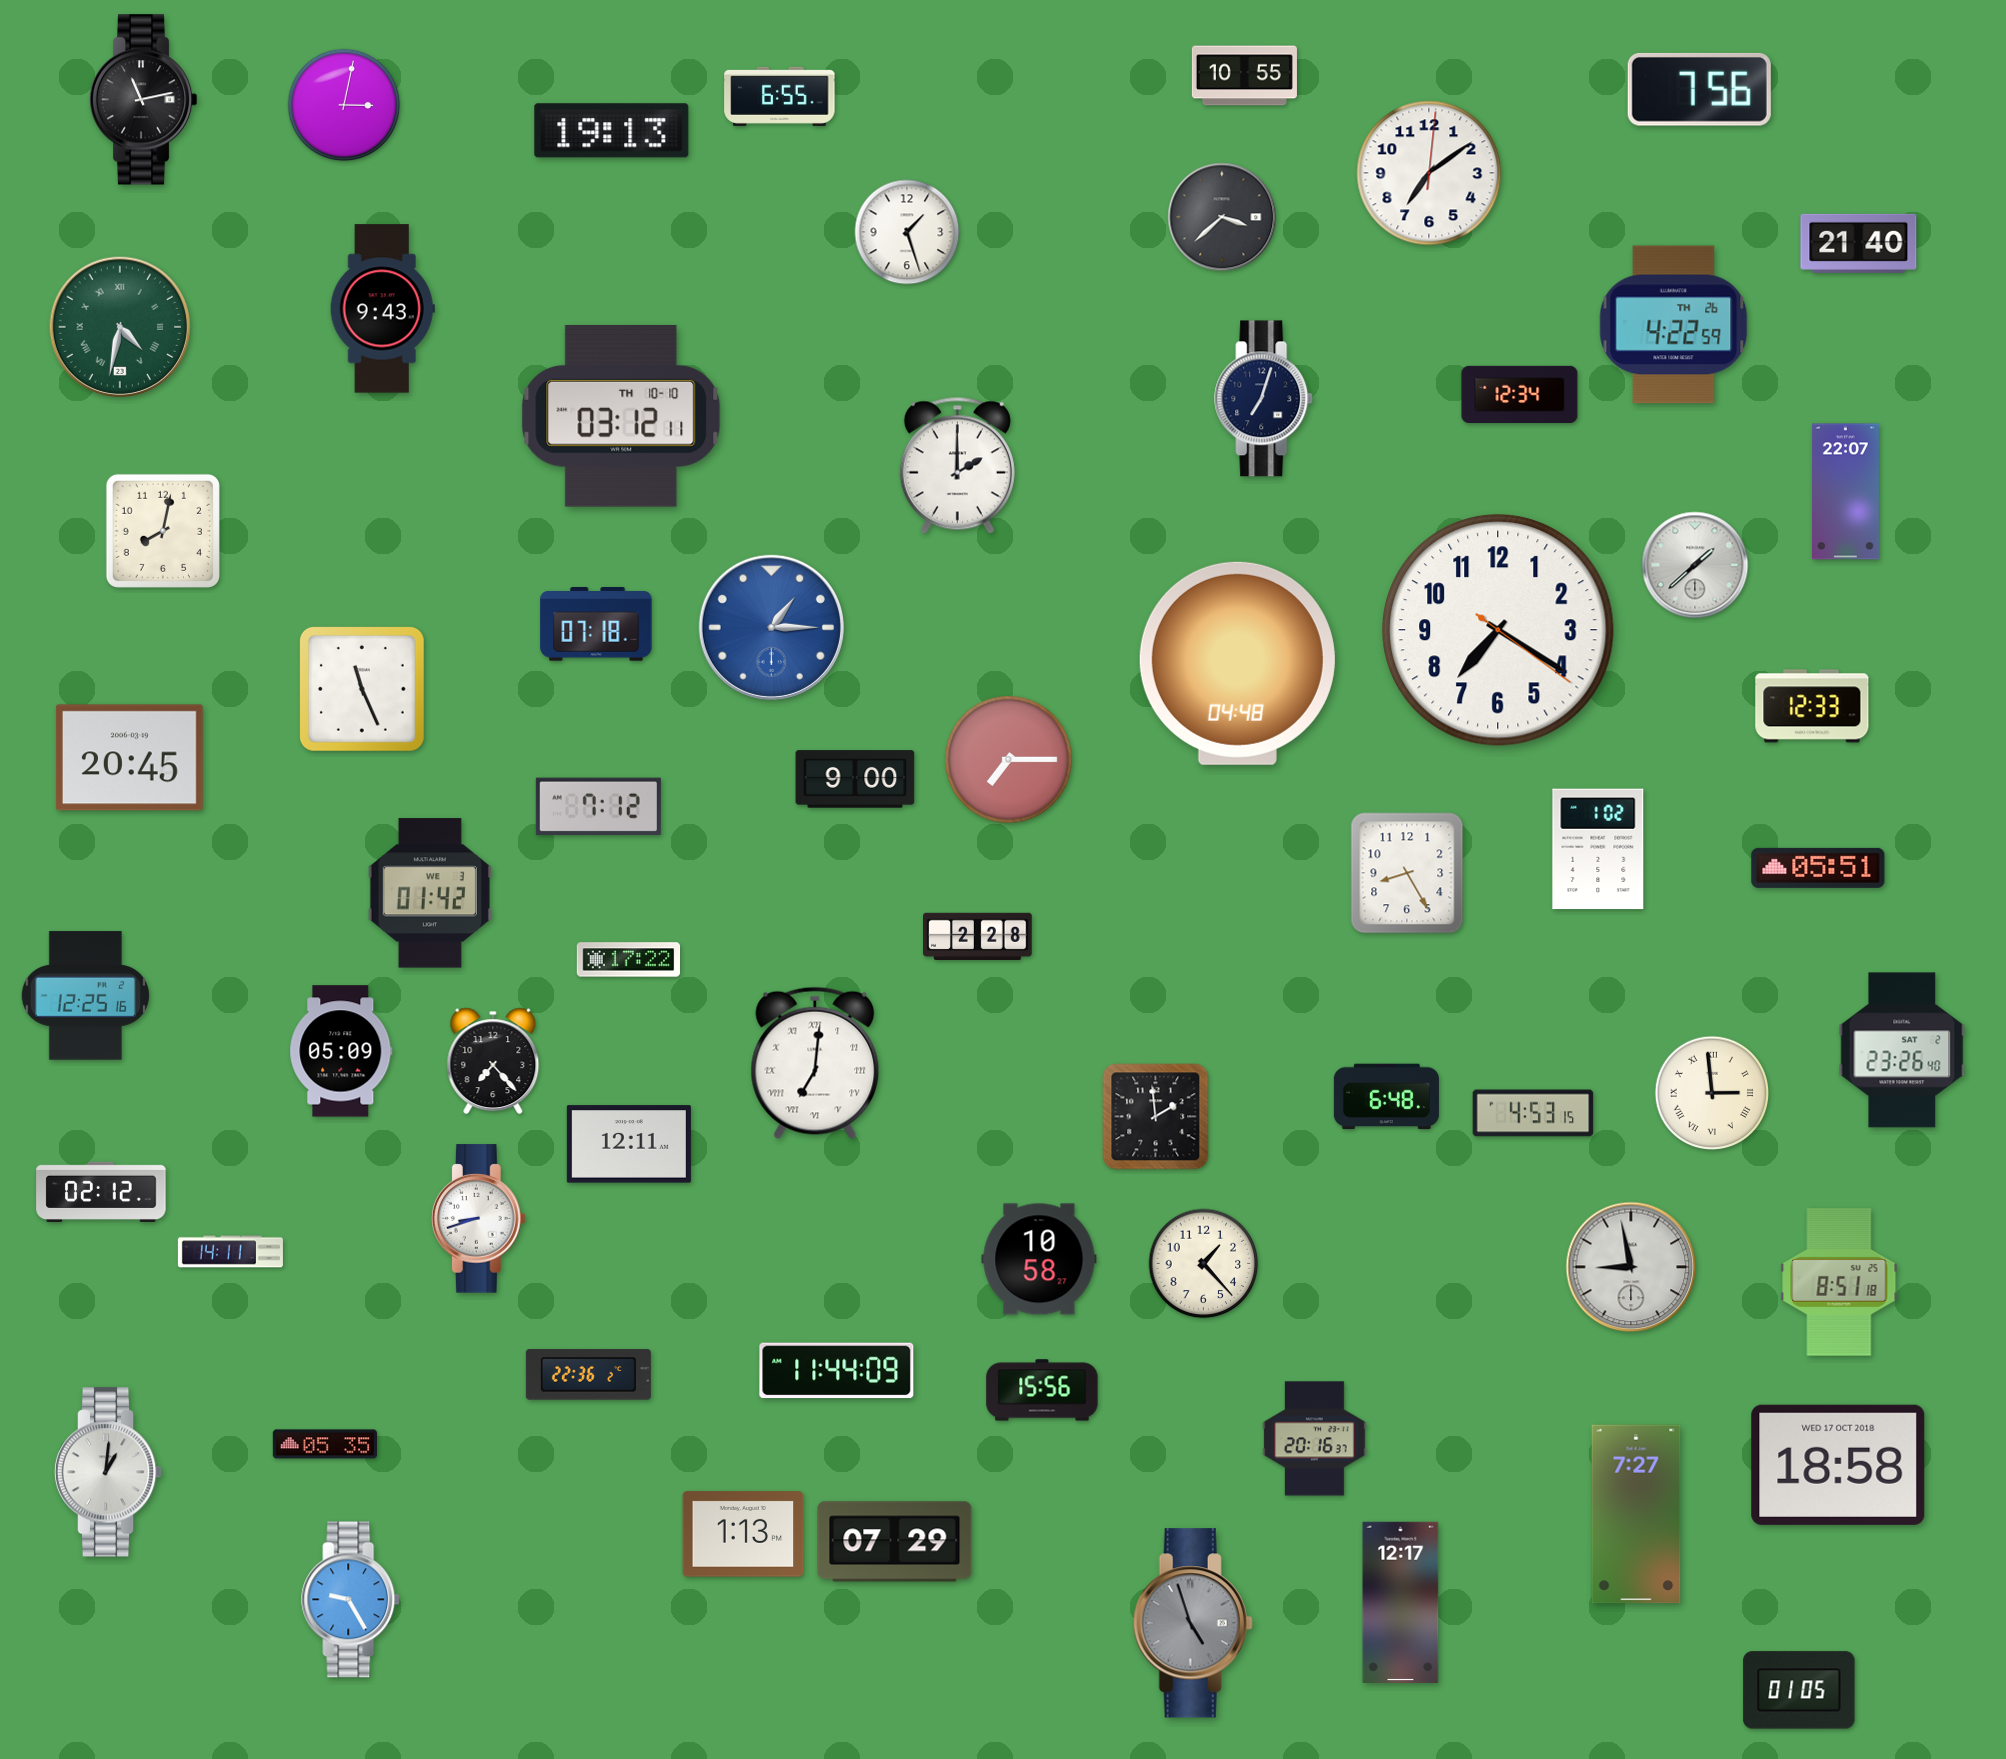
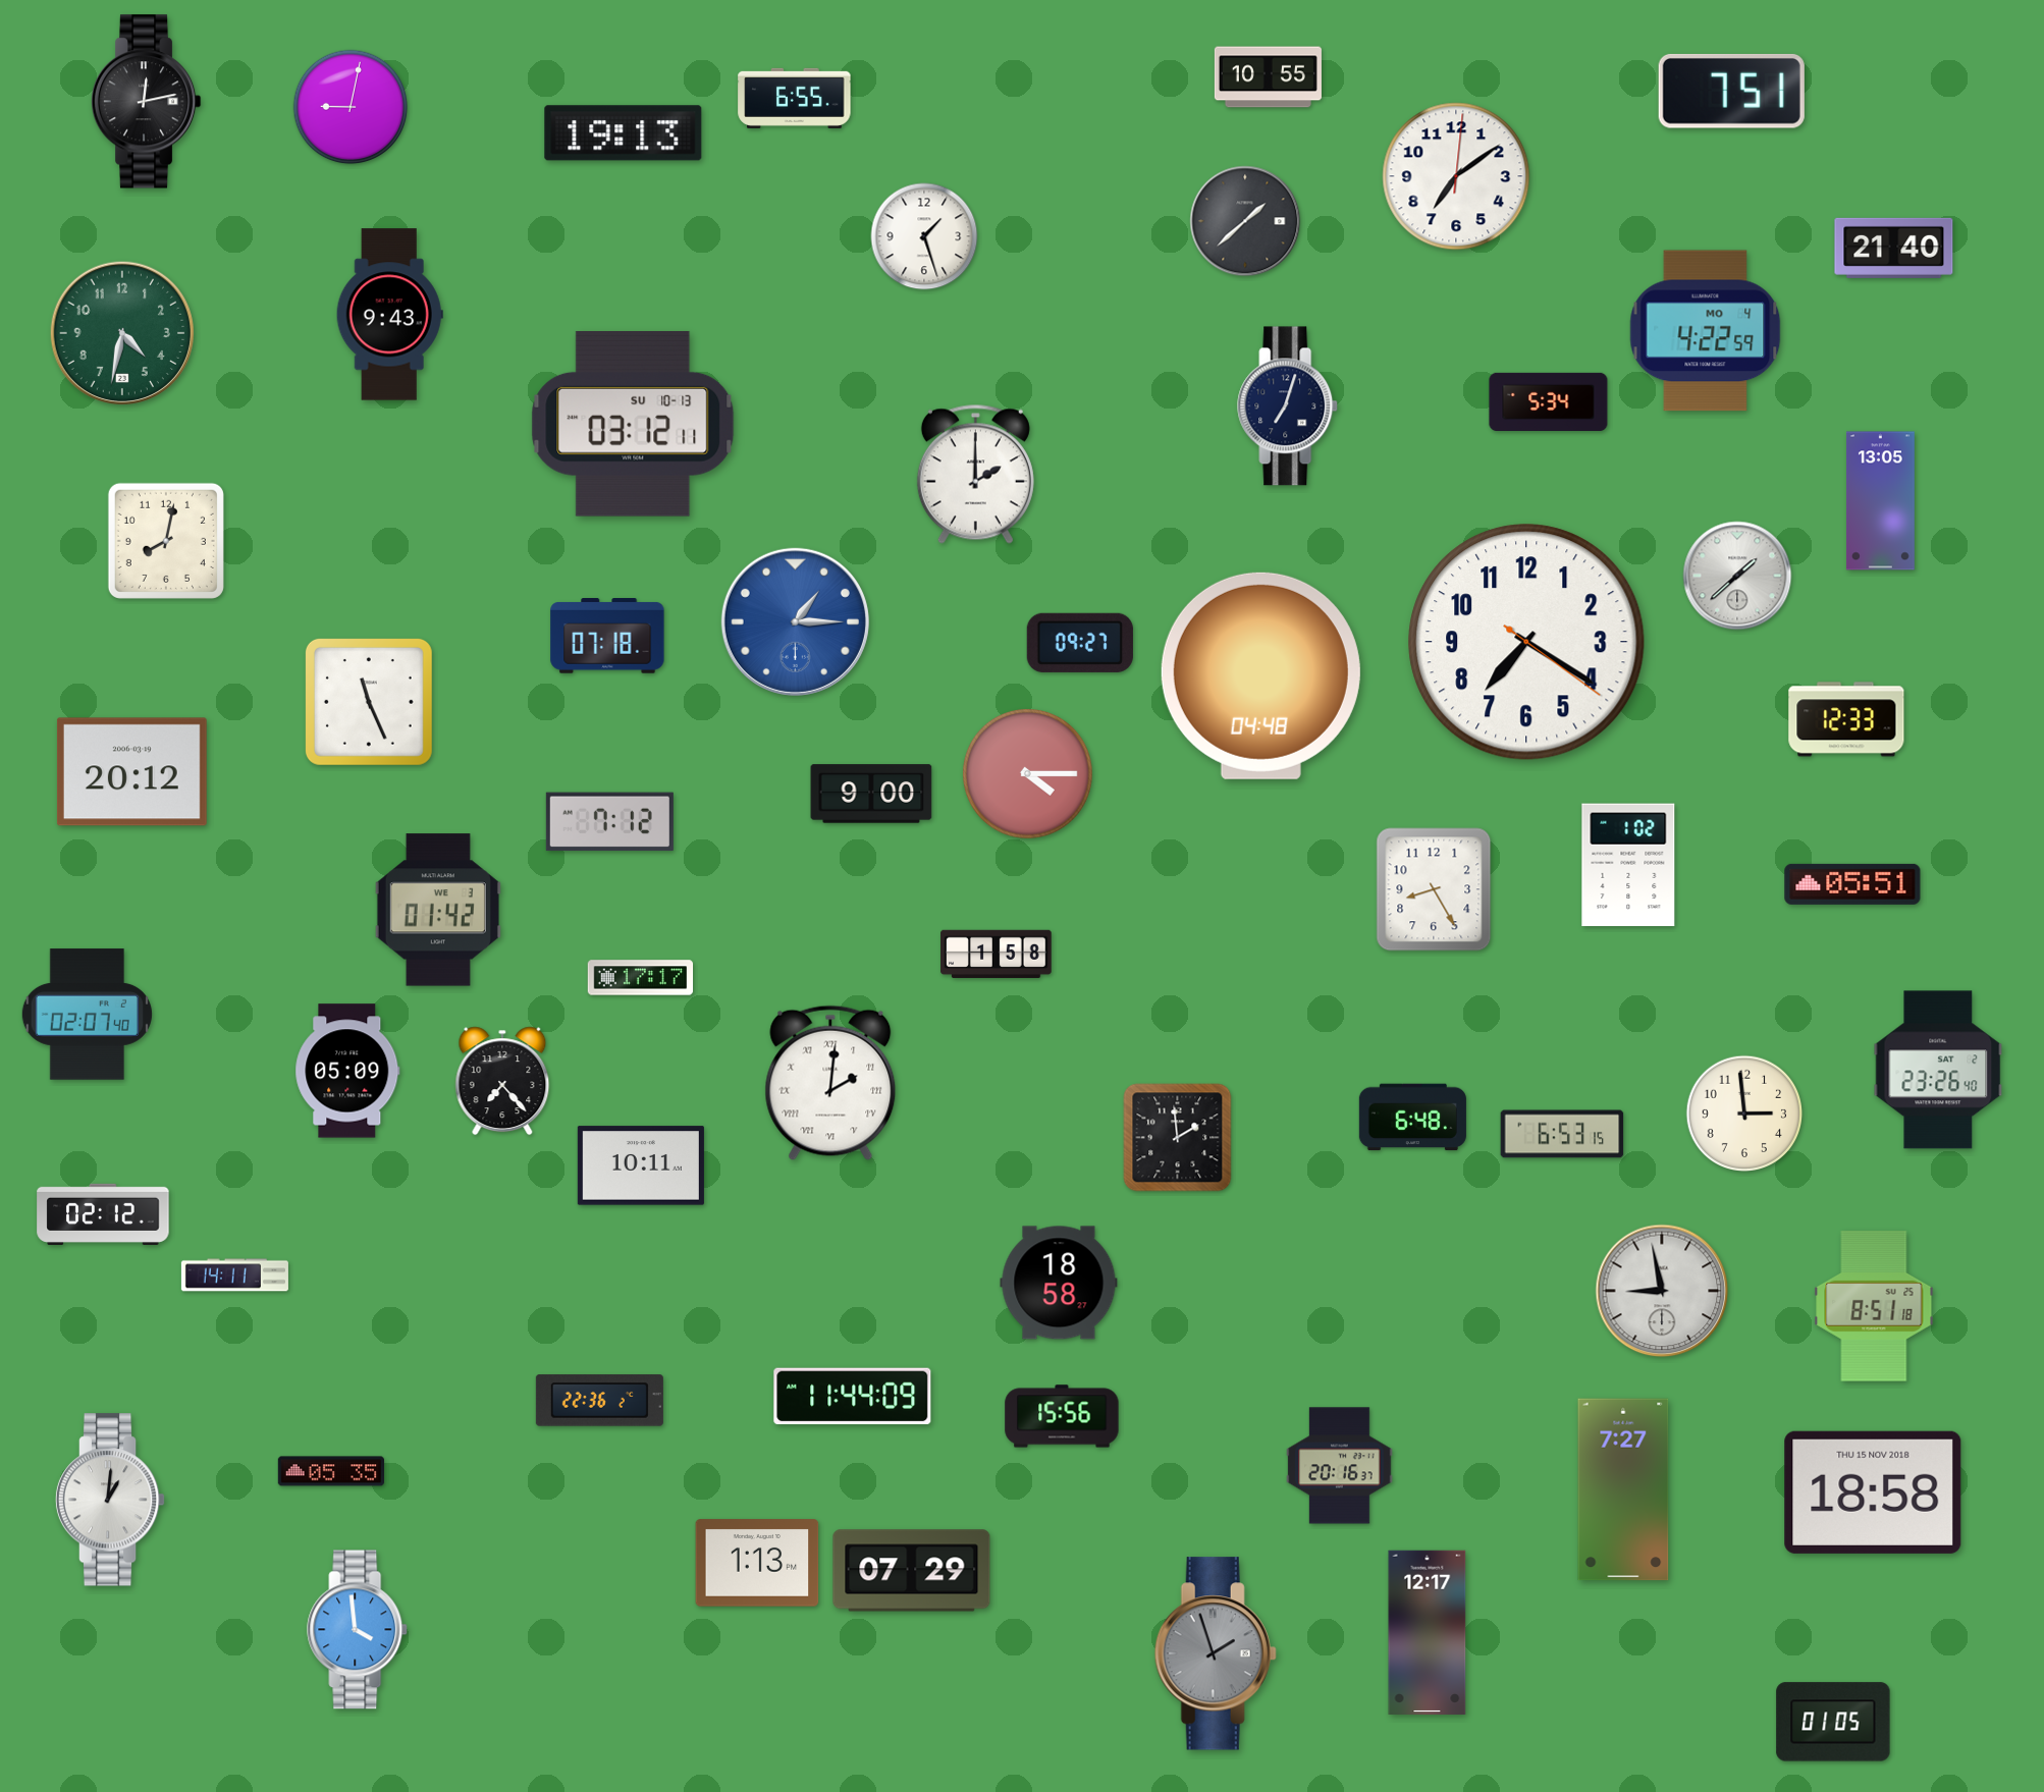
clock at (1699, 89): 7:56 -> 7:51
clock at (143, 100): 11:13 -> 12:13
clock at (344, 105): 3:02 -> 9:02
clock at (1222, 217): 3:38 -> 1:38
clock at (1674, 325) date: TH 26 -> MO 4
clock at (119, 326) numerals: Roman -> Arabic
clock at (1520, 394): 12:34 -> 5:34
clock at (621, 416) date: TH 10-10 -> SU 10-13
clock at (1845, 492): 22:07 -> 13:05
clock at (1695, 565) position: (1695, 565) -> (1737, 576)
clock at (771, 627) position: (771, 627) -> (795, 621)
clock at (1080, 643): none -> 09:27
clock at (129, 758): 20:45 -> 20:12
clock at (1009, 760): 7:15 -> 4:15
clock at (978, 936): 2:28 -> 1:58
clock at (629, 960): 17:22 -> 17:17
clock at (85, 996): 12:25 -> 02:07
clock at (815, 1063): 7:01 -> 2:01
clock at (1712, 1093) numerals: Roman -> Arabic
clock at (1533, 1113): 4:53 -> 6:53
clock at (629, 1144): 12:11 -> 10:11
clock at (478, 1219): 8:42 -> none
clock at (1039, 1259): 10:58 -> 18:58
clock at (1204, 1264): 1:23 -> none
clock at (1838, 1465) date: WED 17 OCT 2018 -> THU 15 NOV 2018
clock at (1636, 1514) position: (1636, 1514) -> (1623, 1489)
clock at (351, 1600): 9:25 -> 3:59
clock at (1193, 1623): 4:57 -> 1:57
